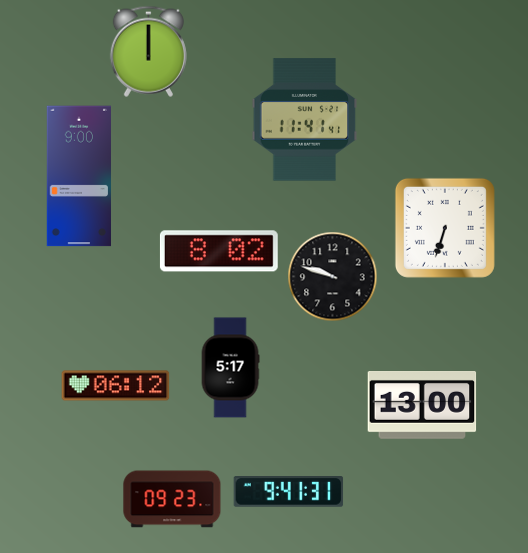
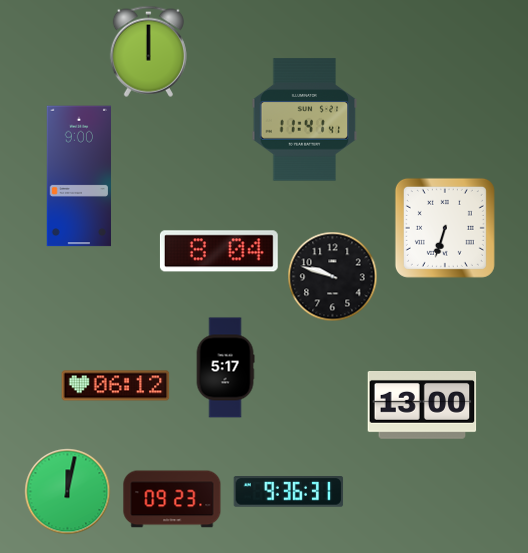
clock at (219, 251): 8:02 -> 8:04
clock at (230, 368) position: (230, 368) -> (225, 368)
clock at (68, 492): none -> 12:02
clock at (289, 492): 9:41 -> 9:36
